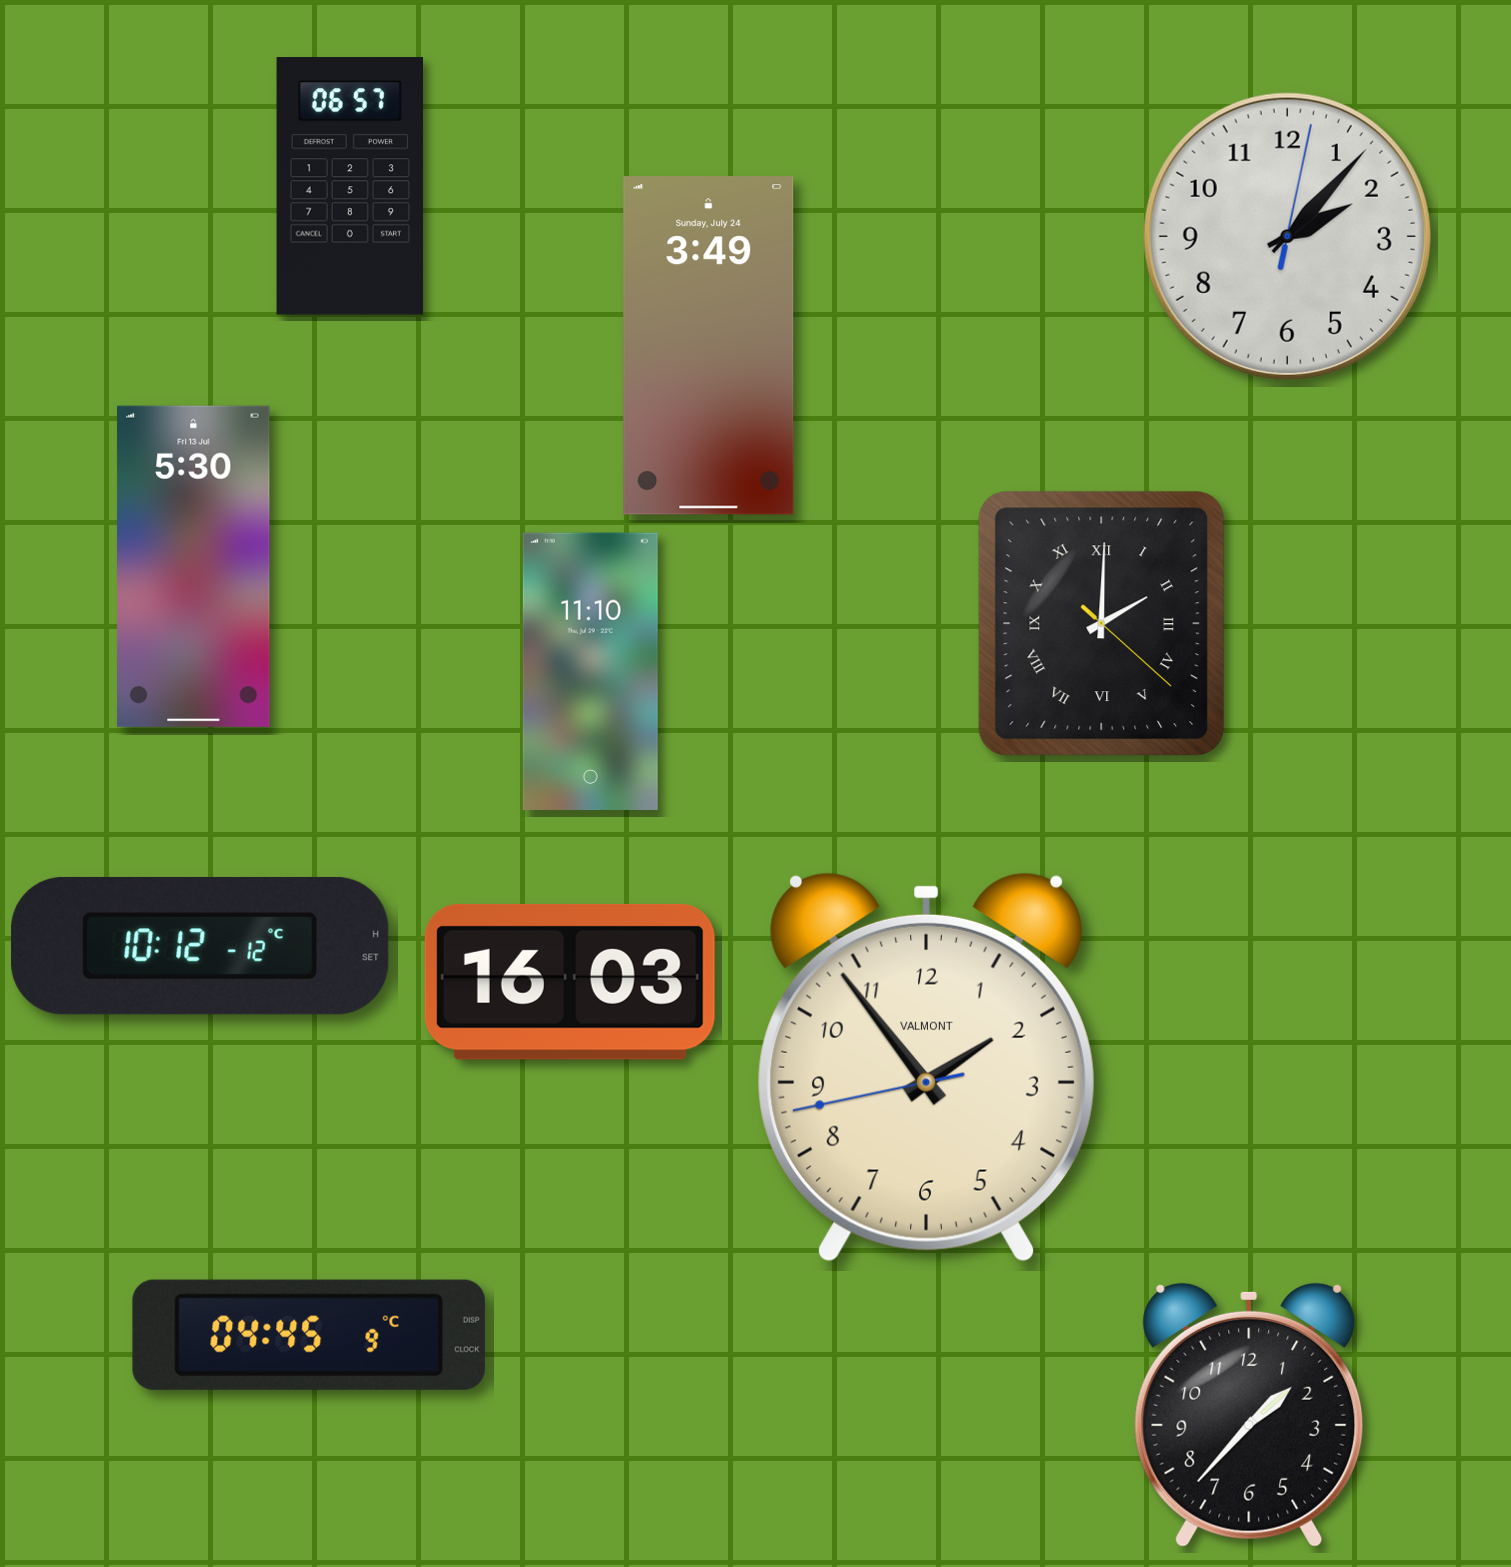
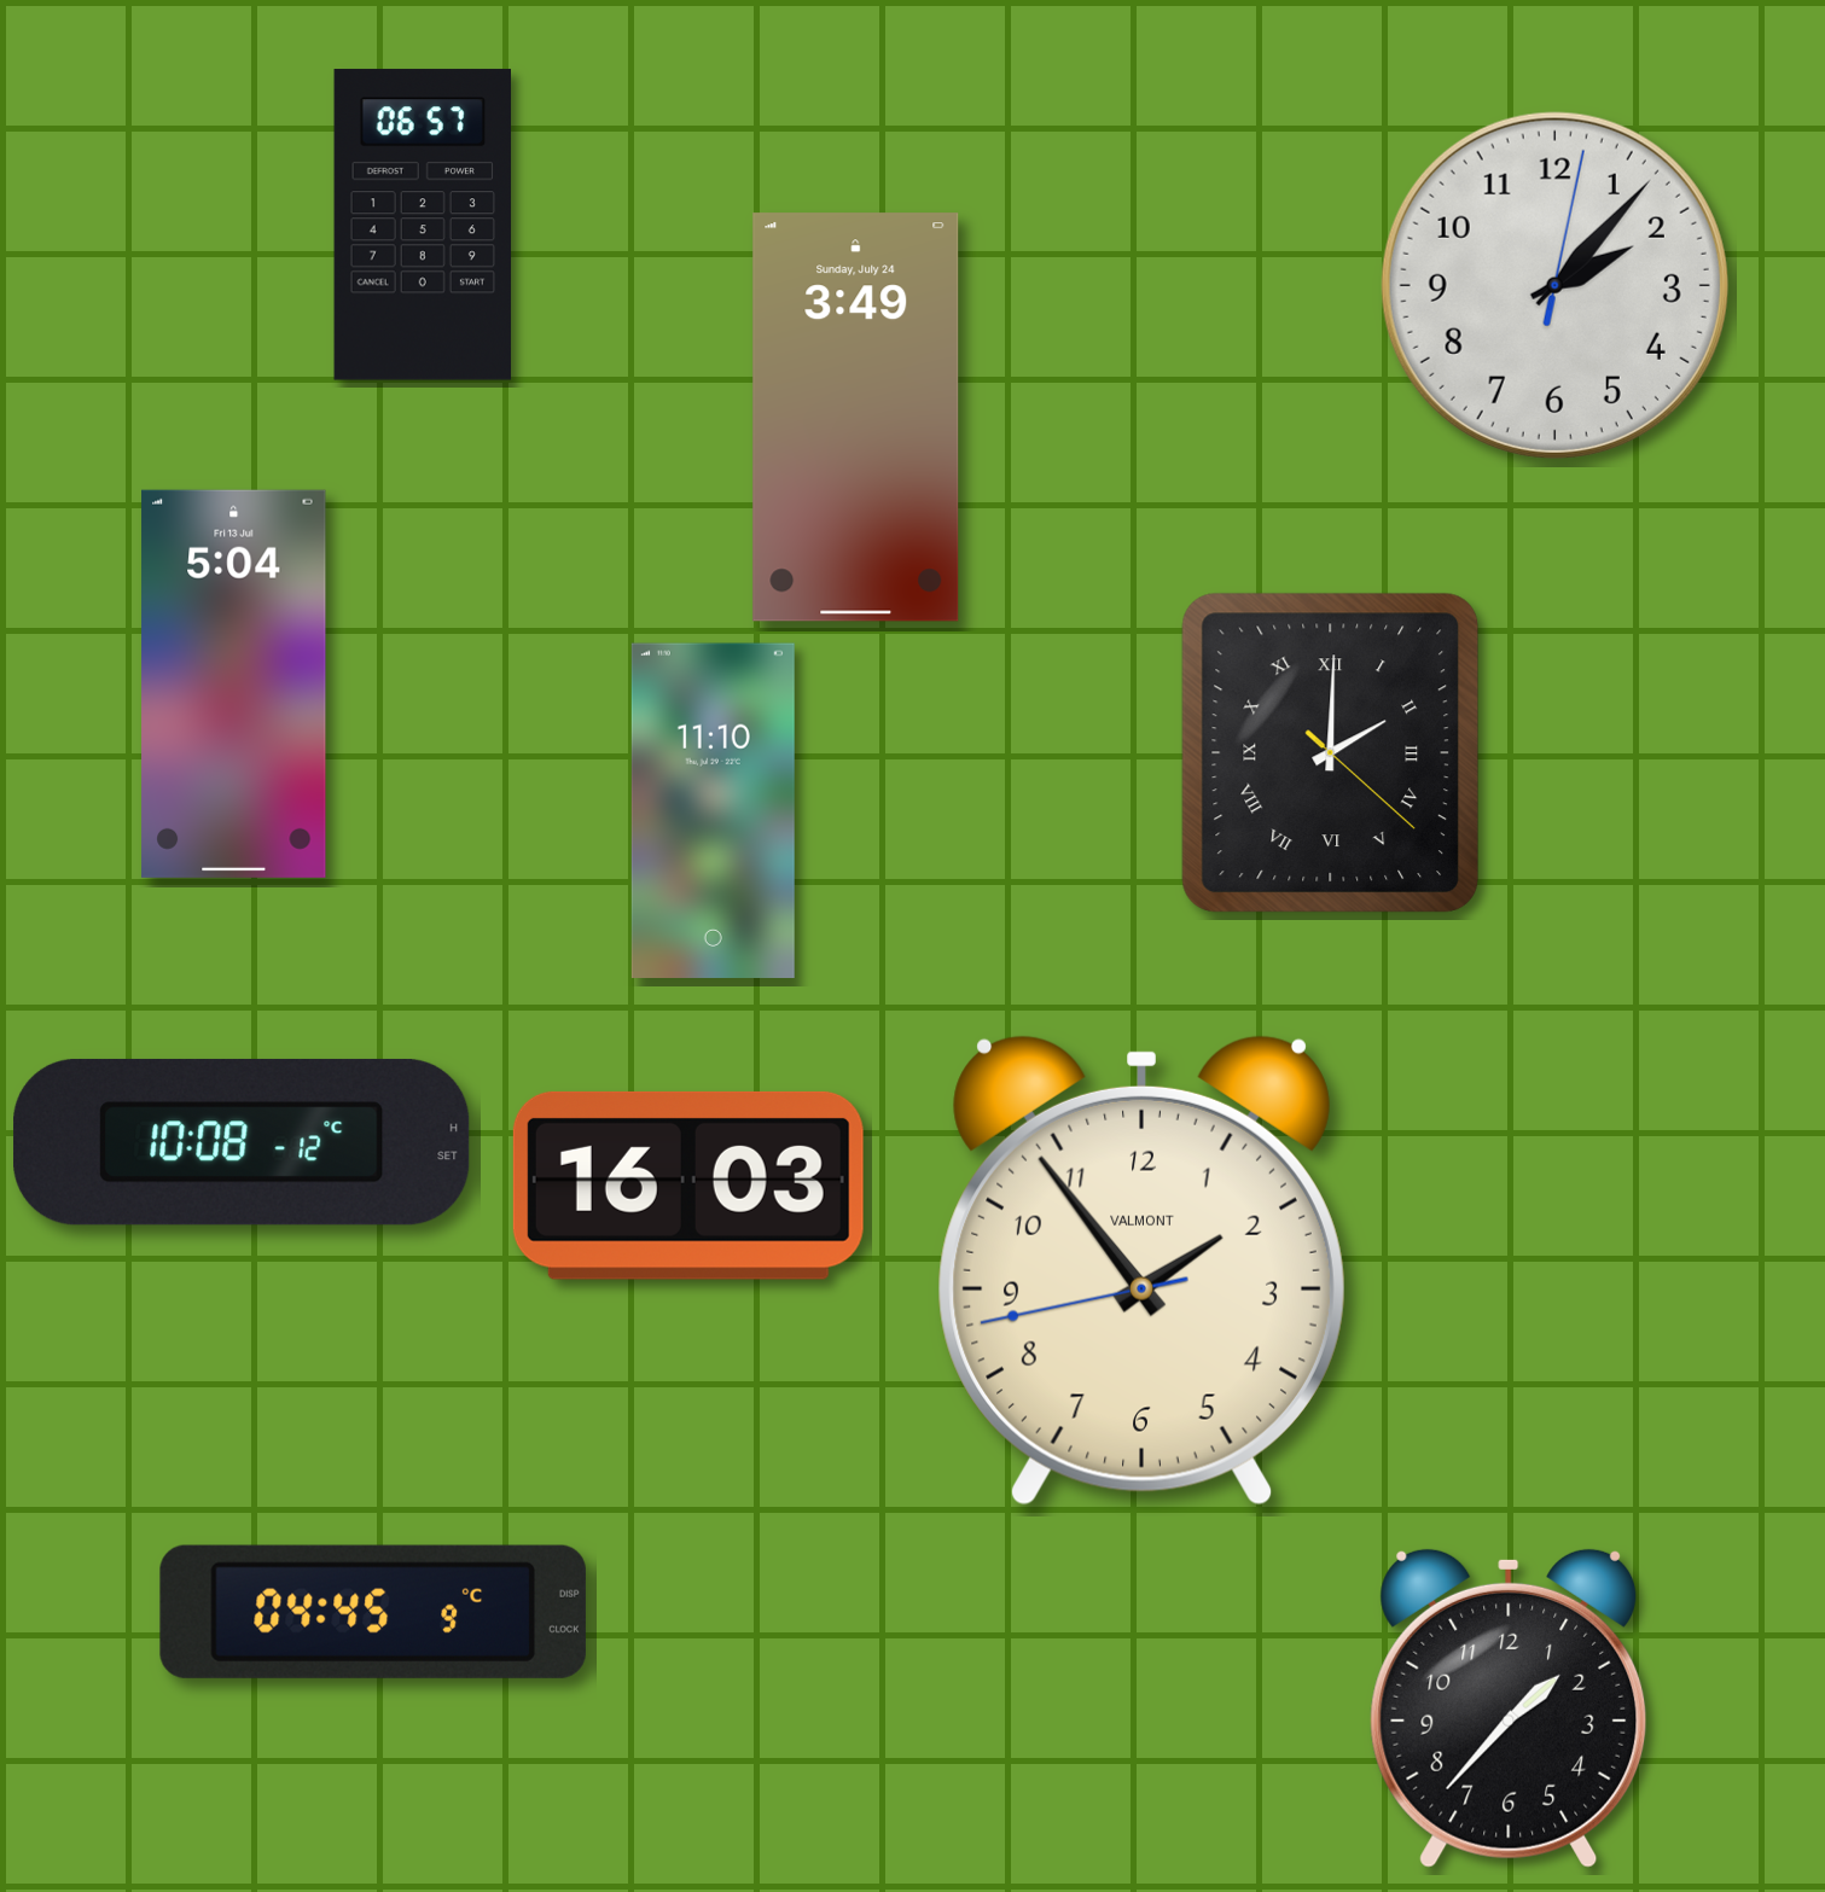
clock at (194, 566): 5:30 -> 5:04
clock at (200, 946): 10:12 -> 10:08
clock at (926, 1067) position: (926, 1067) -> (1141, 1270)
